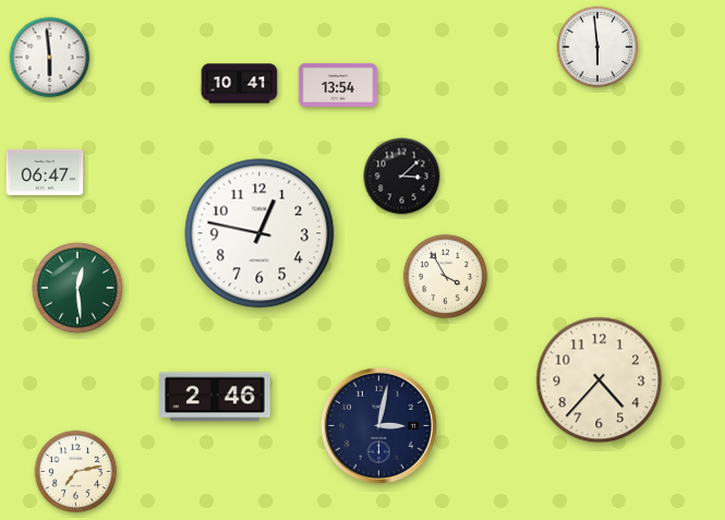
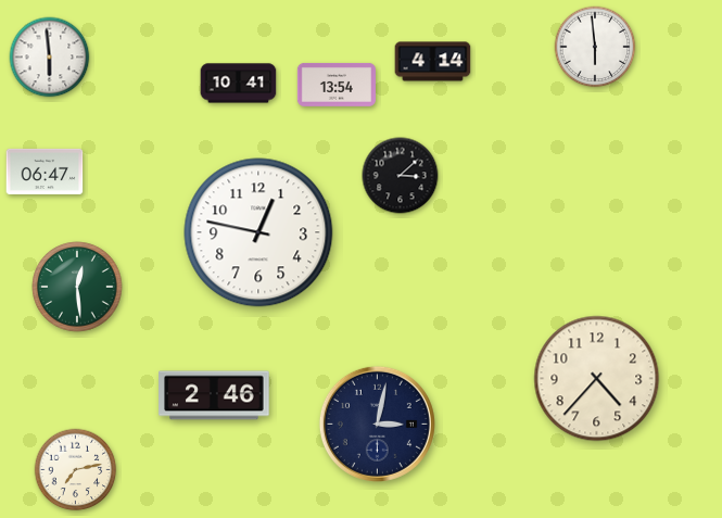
clock at (433, 62): none -> 4:14
clock at (446, 277): 3:55 -> none
